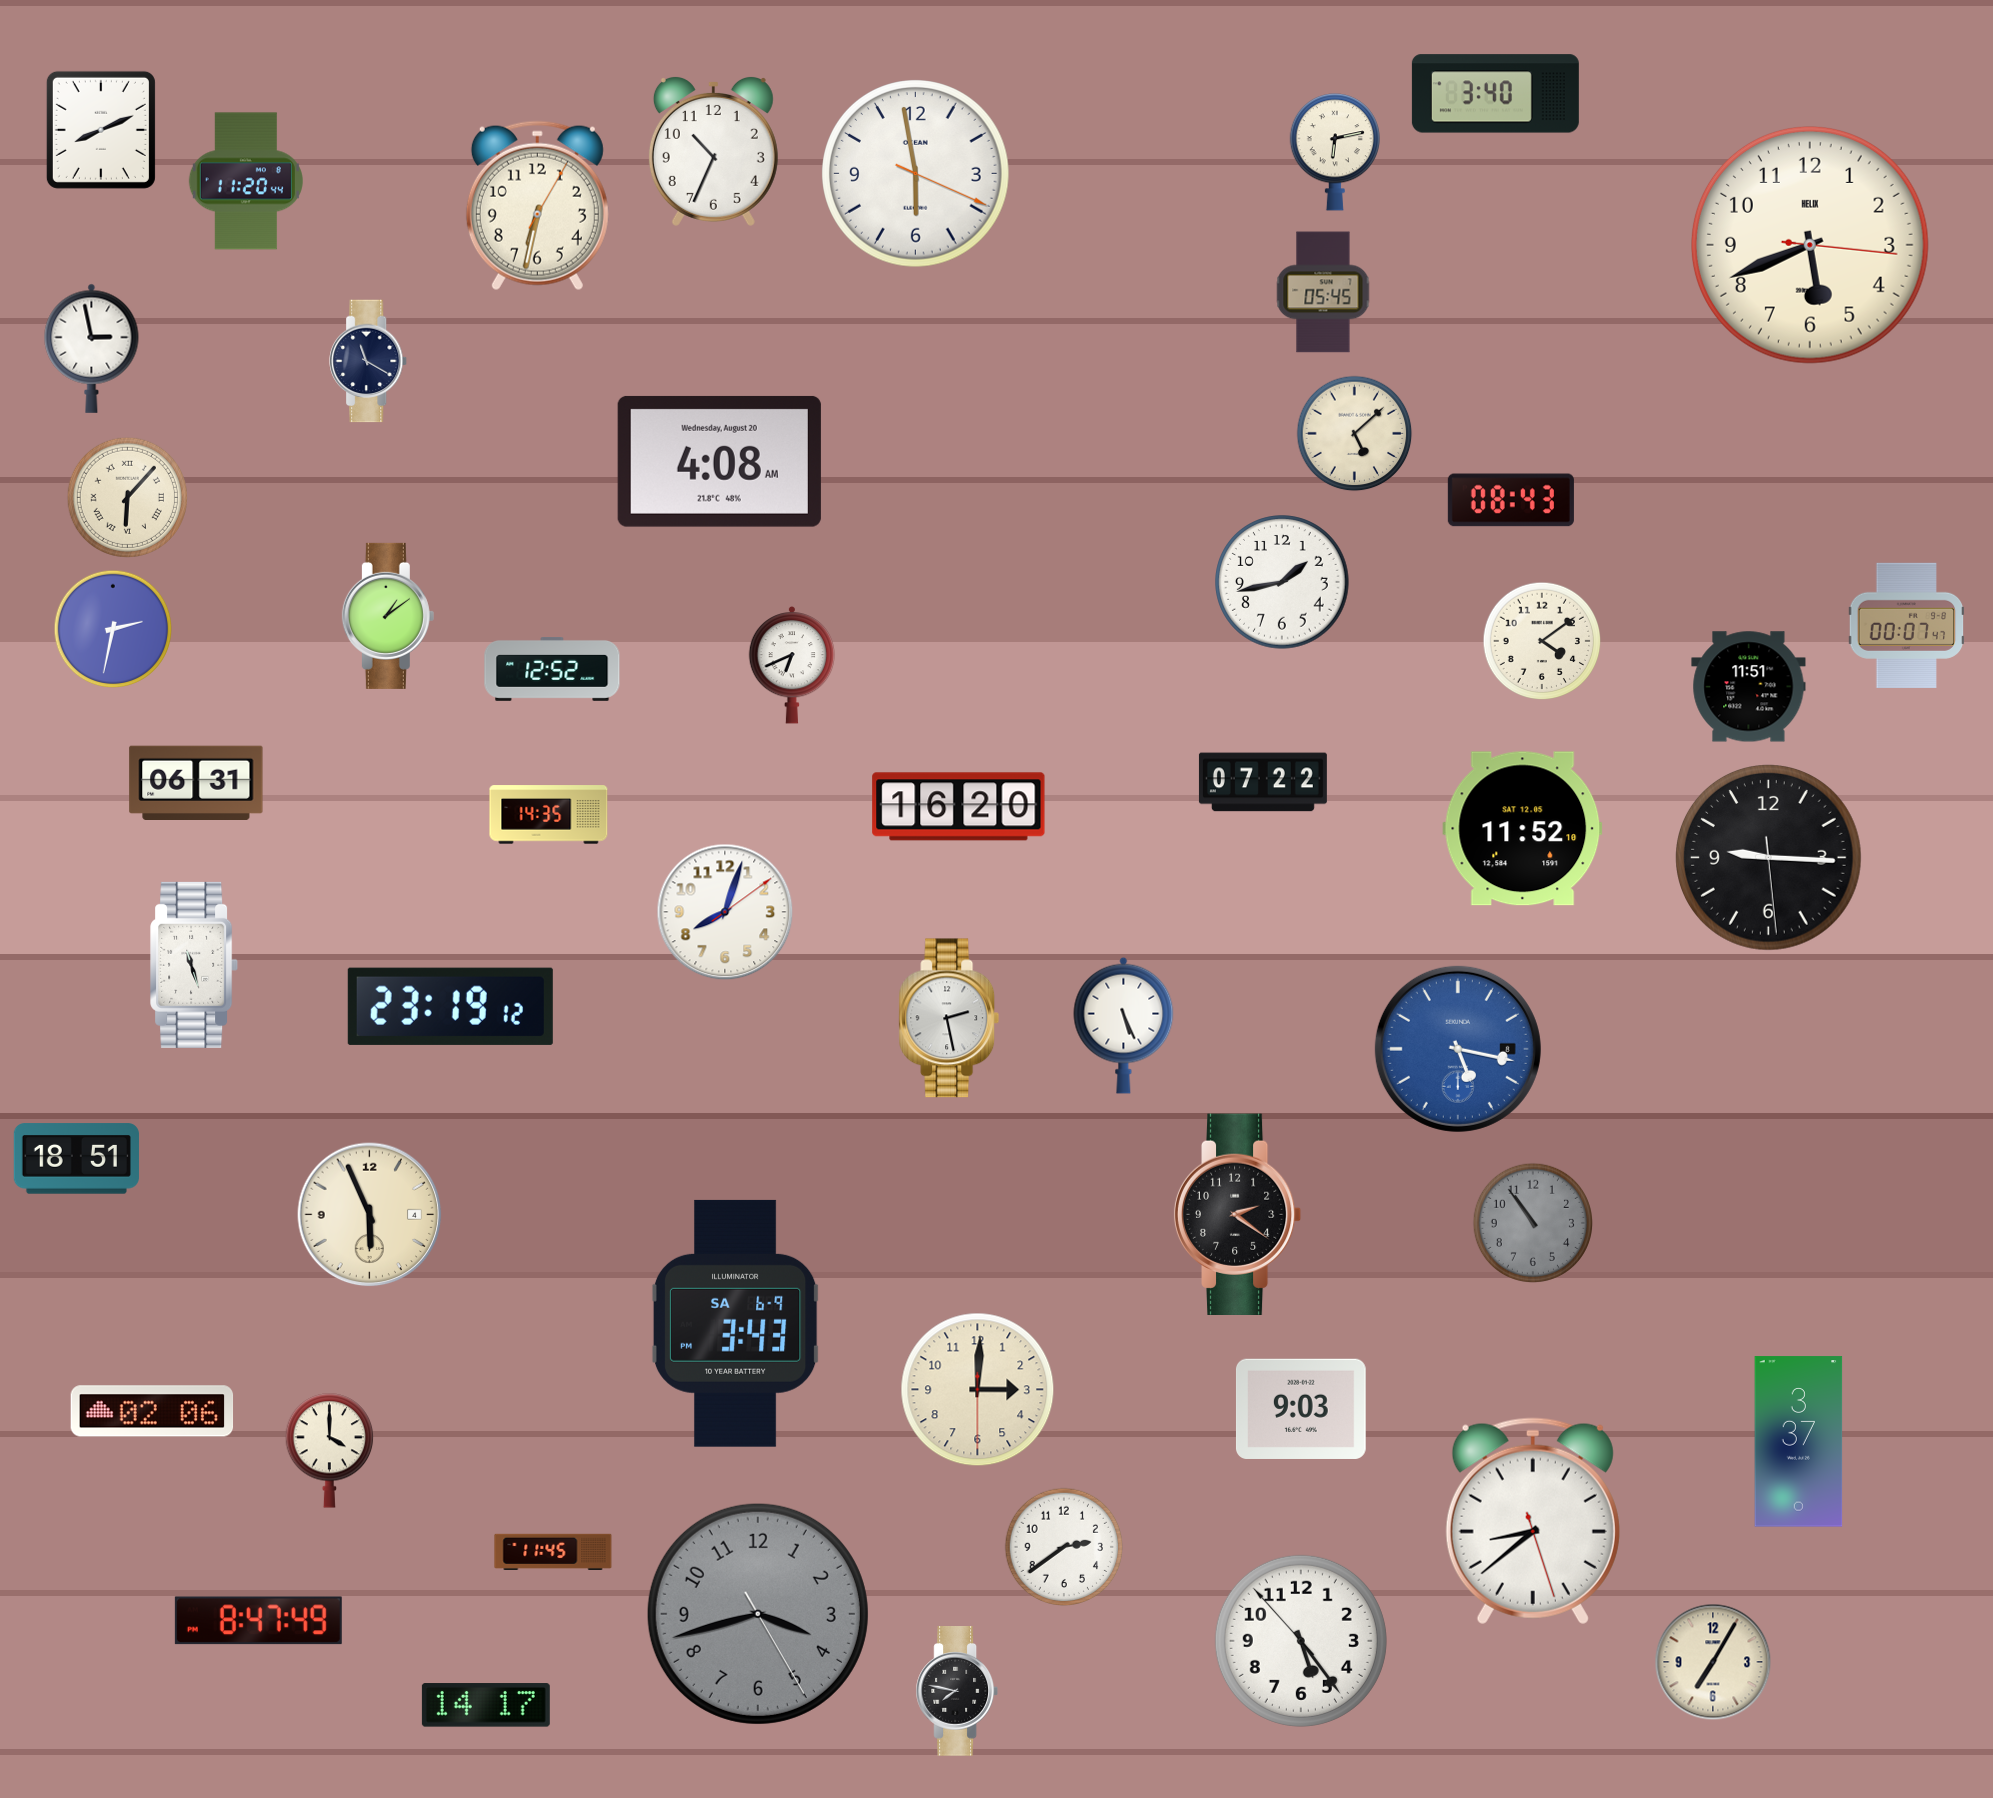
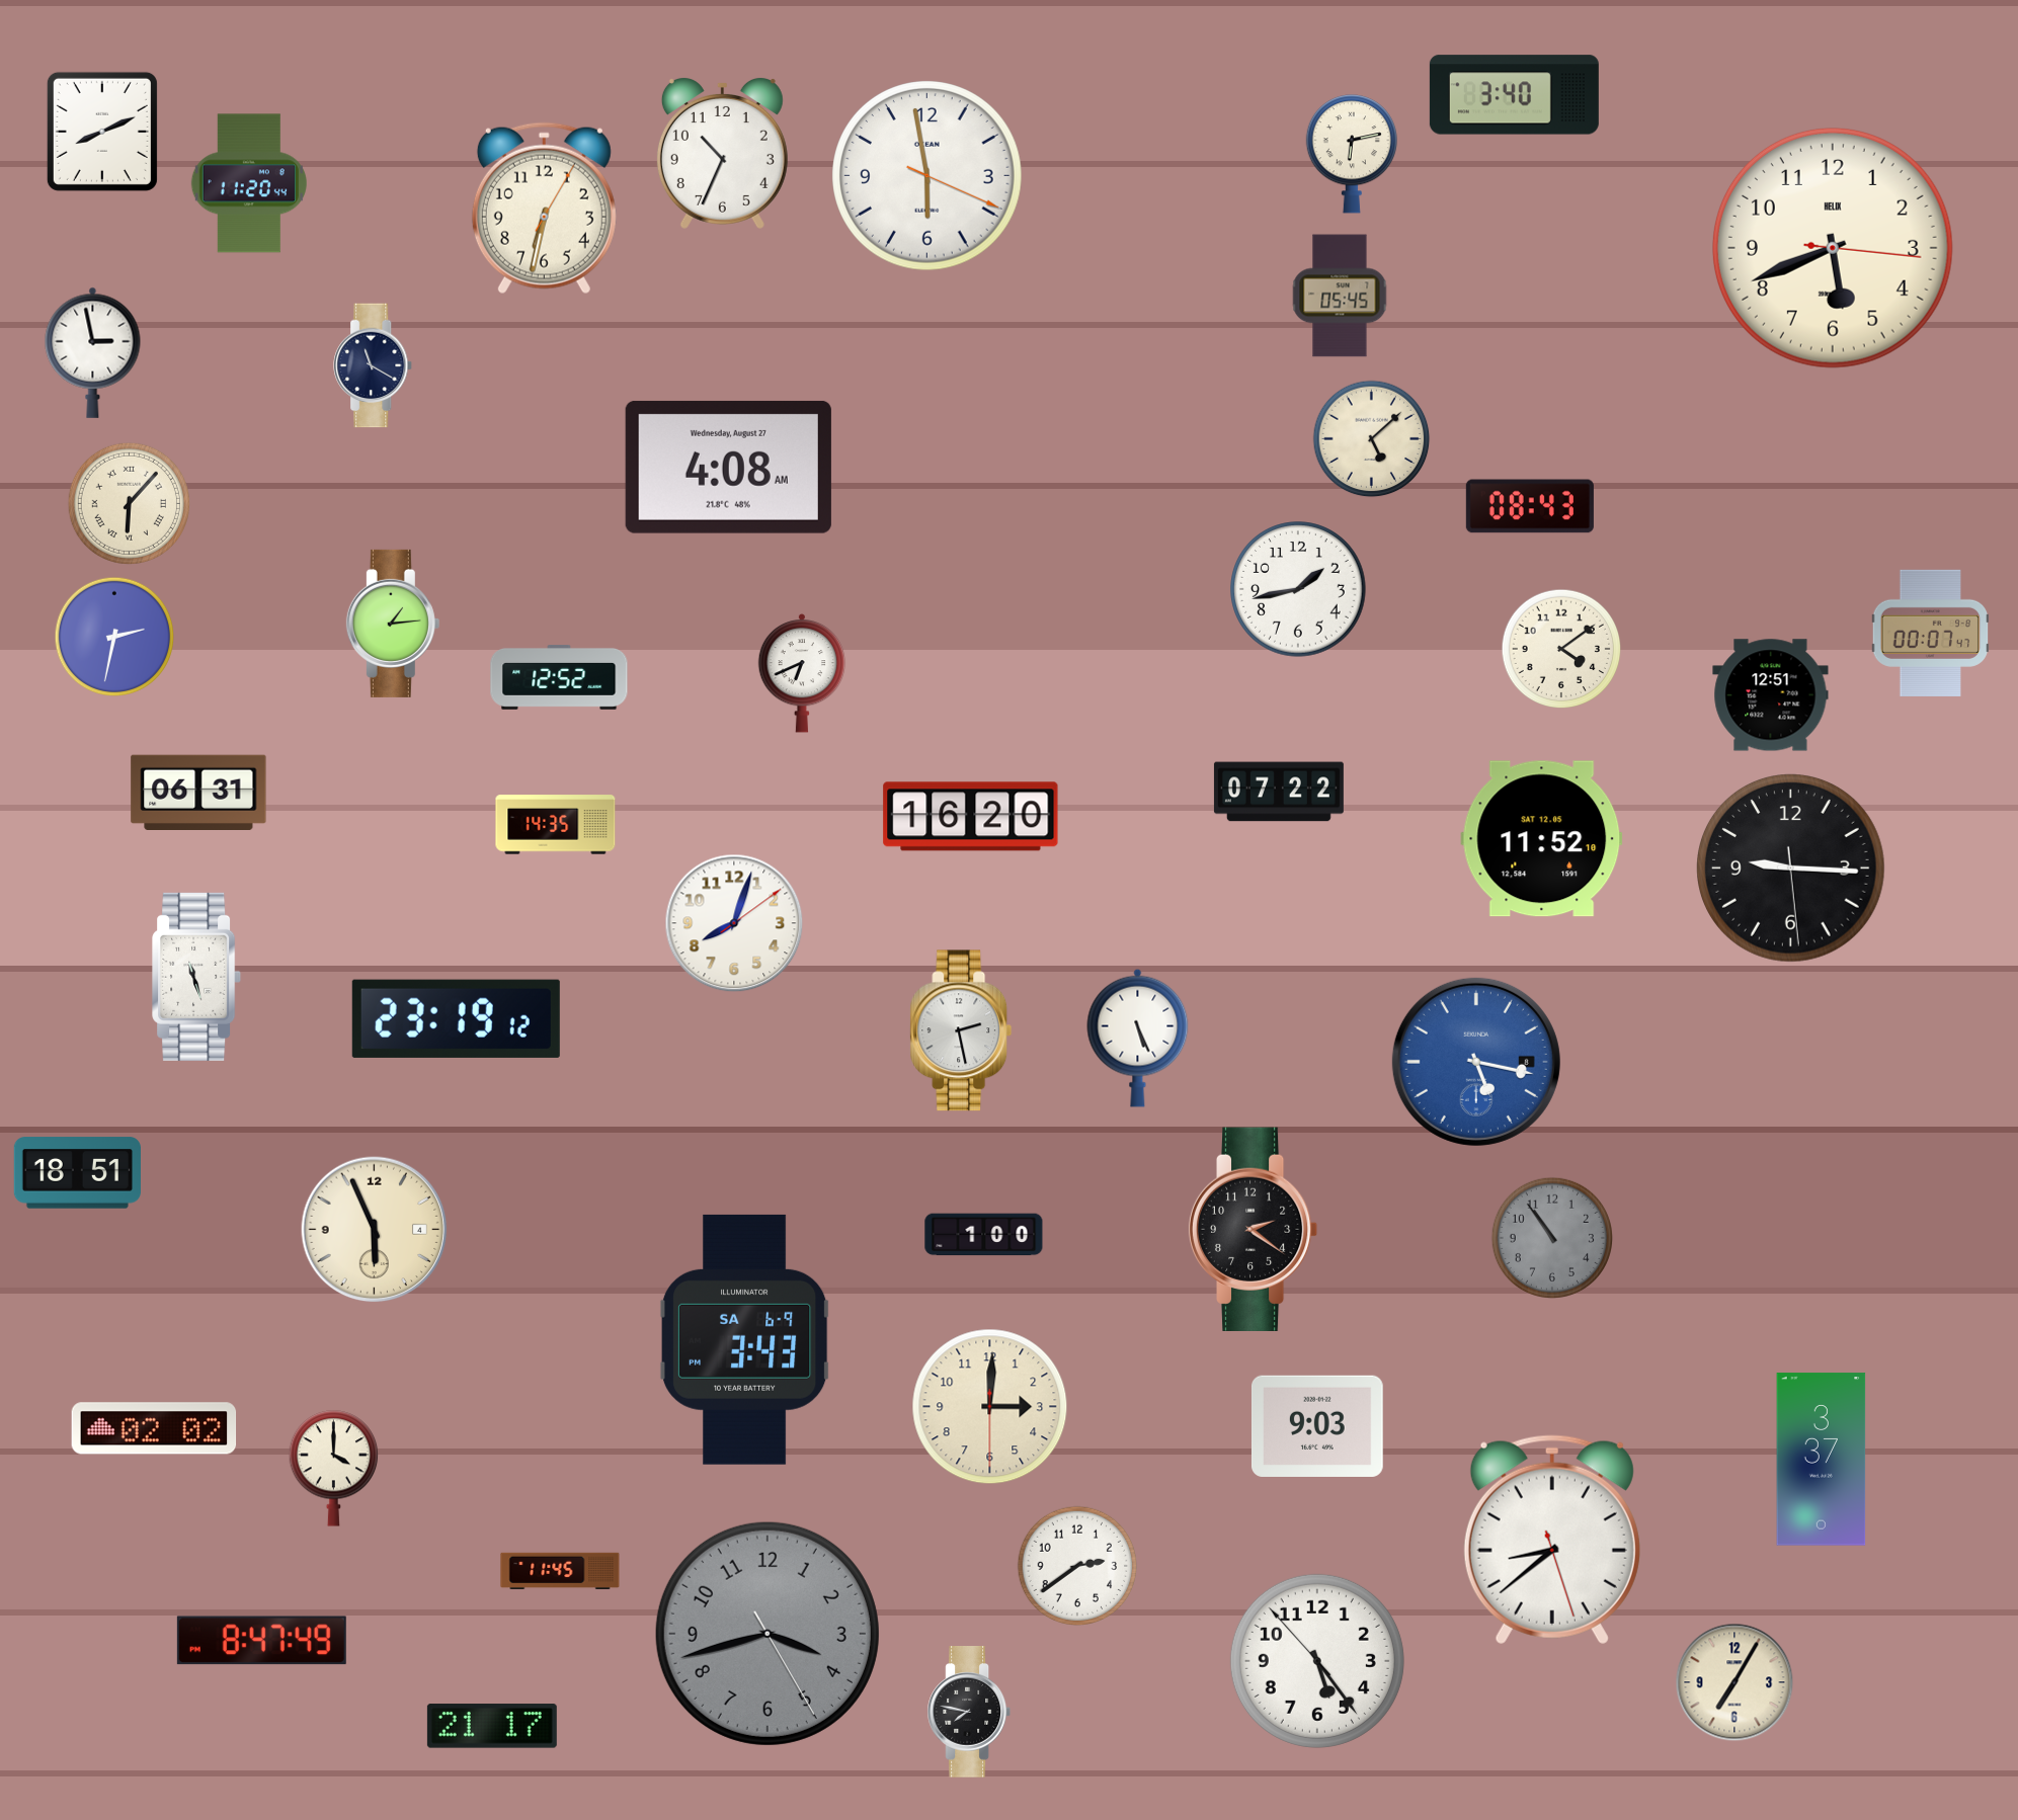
clock at (719, 461) date: Wednesday, August 20 -> Wednesday, August 27
clock at (388, 616): 1:09 -> 1:14
clock at (1749, 687): 11:51 -> 12:51
clock at (984, 1235): none -> 1:00
clock at (152, 1411): 02:06 -> 02:02
clock at (486, 1705): 14:17 -> 21:17
